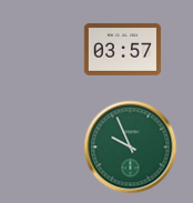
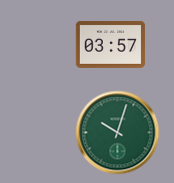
clock at (131, 148): 9:56 -> 10:03
